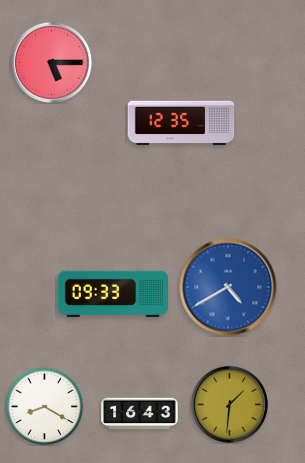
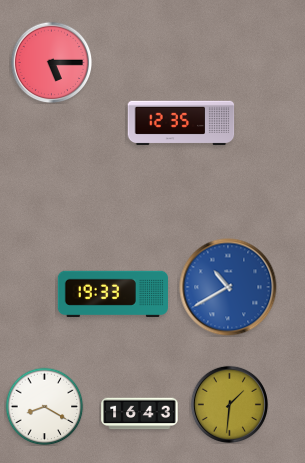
clock at (228, 287): 4:40 -> 10:40
clock at (113, 293): 09:33 -> 19:33
